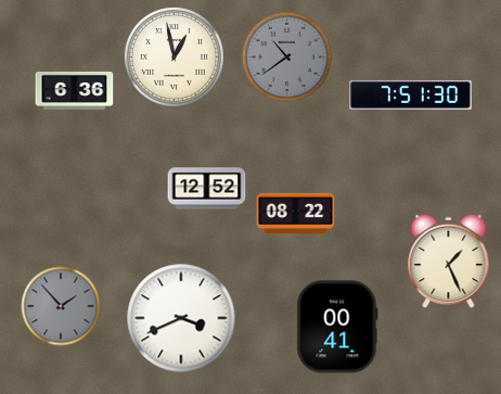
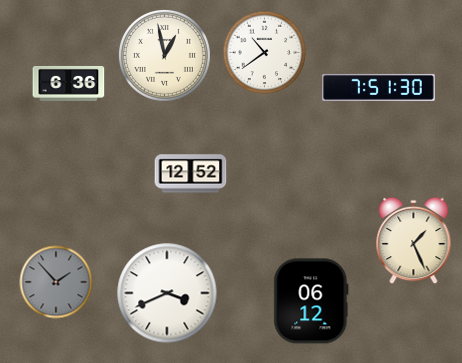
clock at (174, 56) position: (174, 56) -> (164, 55)
clock at (287, 58) dial: grey -> white
clock at (296, 213): 08:22 -> none
clock at (337, 327): 00:41 -> 06:12
